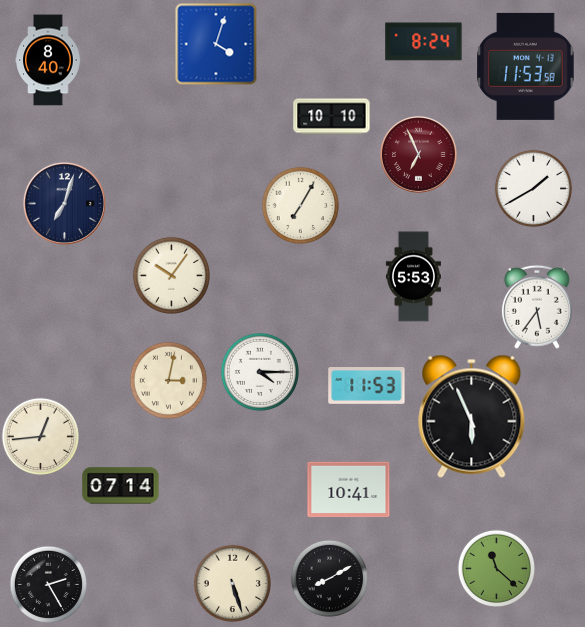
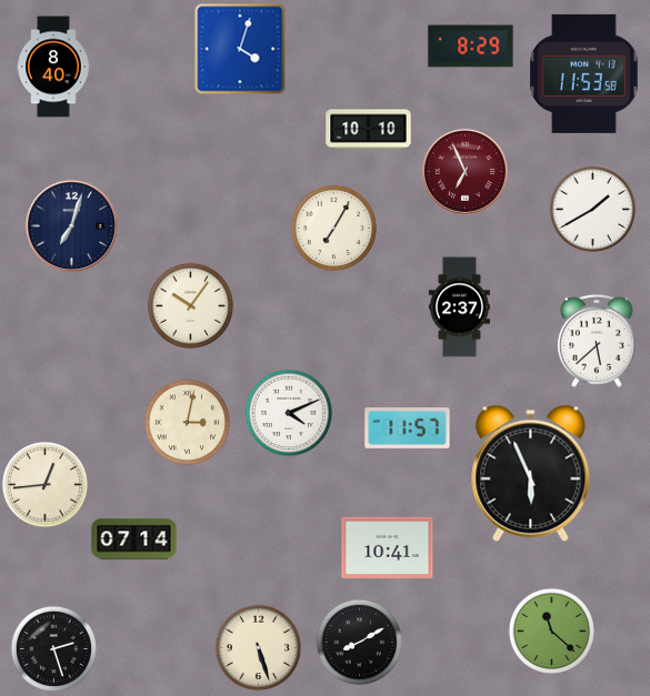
clock at (424, 42): 8:24 -> 8:29
clock at (413, 277): 5:53 -> 2:37
clock at (537, 307): 5:36 -> 5:38
clock at (259, 371): 4:15 -> 4:11
clock at (367, 386): 11:53 -> 11:57
clock at (472, 416) position: (472, 416) -> (531, 473)
clock at (349, 490) position: (349, 490) -> (388, 548)
clock at (329, 578) position: (329, 578) -> (359, 642)
clock at (48, 584): 2:25 -> 2:27
